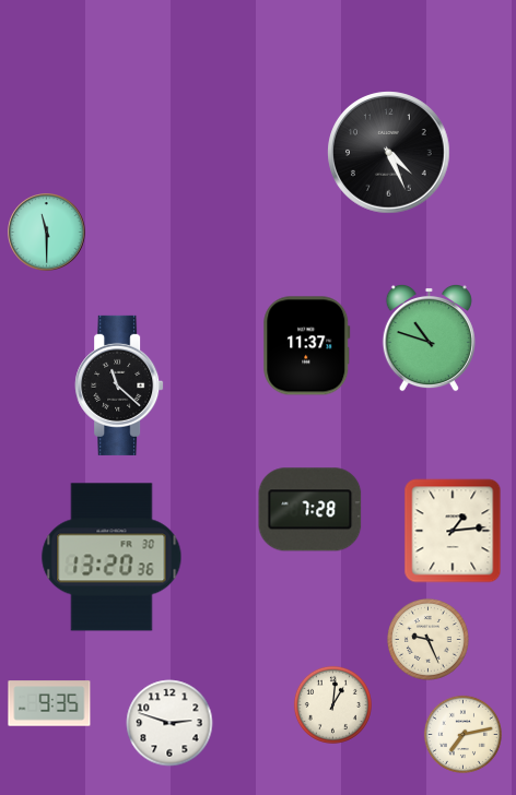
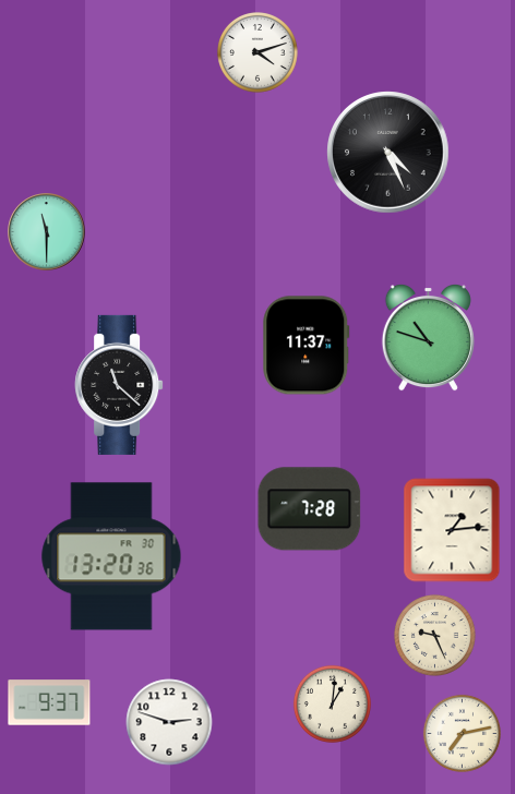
clock at (259, 53): none -> 4:12
clock at (429, 640) position: (429, 640) -> (435, 636)
clock at (49, 703): 9:35 -> 9:37
